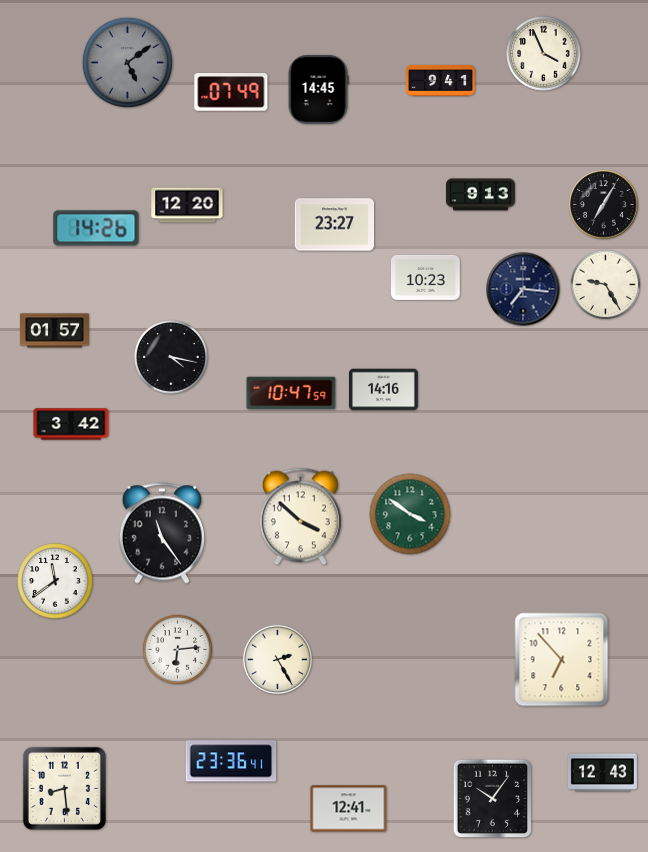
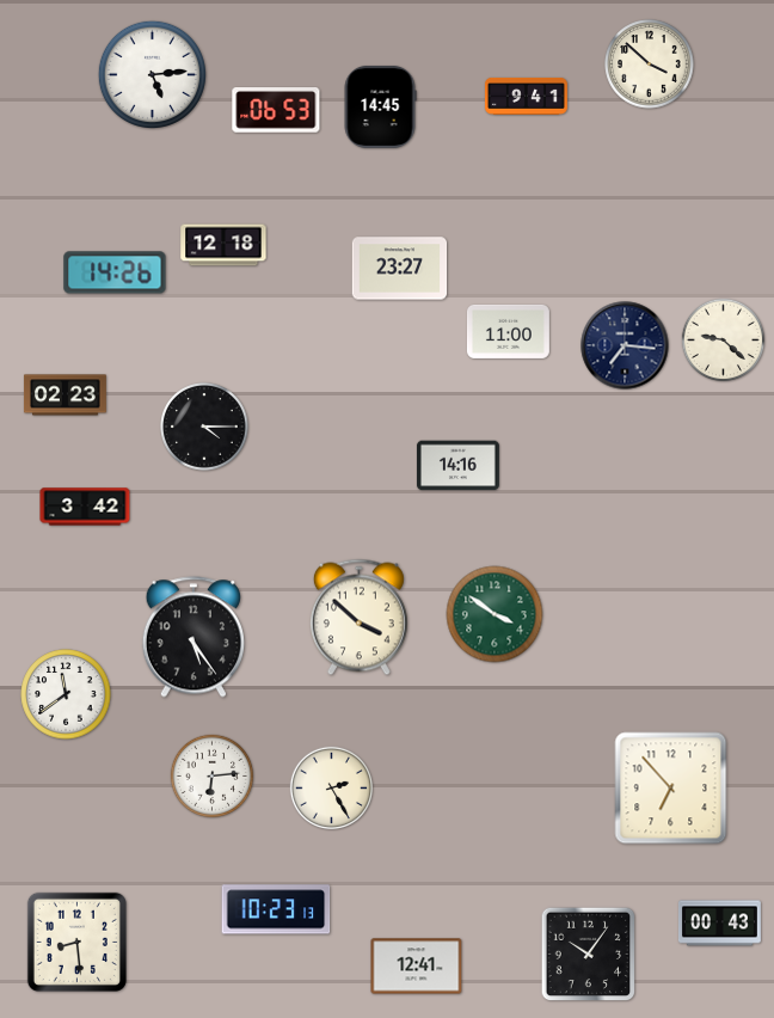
clock at (544, 54): 3:56 -> 3:52
clock at (127, 62): 5:09 -> 5:14
clock at (127, 62) dial: grey -> white
clock at (231, 93): 07:49 -> 06:53
clock at (480, 195): 9:13 -> none
clock at (187, 205): 12:20 -> 12:18
clock at (604, 205): 7:05 -> none
clock at (425, 277): 10:23 -> 11:00
clock at (606, 285): 9:25 -> 9:22
clock at (54, 331): 01:57 -> 02:23
clock at (171, 357): 4:17 -> 4:15
clock at (291, 393): 10:47 -> none
clock at (410, 514) position: (410, 514) -> (494, 614)
clock at (161, 533): 11:24 -> 5:24
clock at (231, 761): 23:36 -> 10:23
clock at (602, 773): 12:43 -> 00:43
